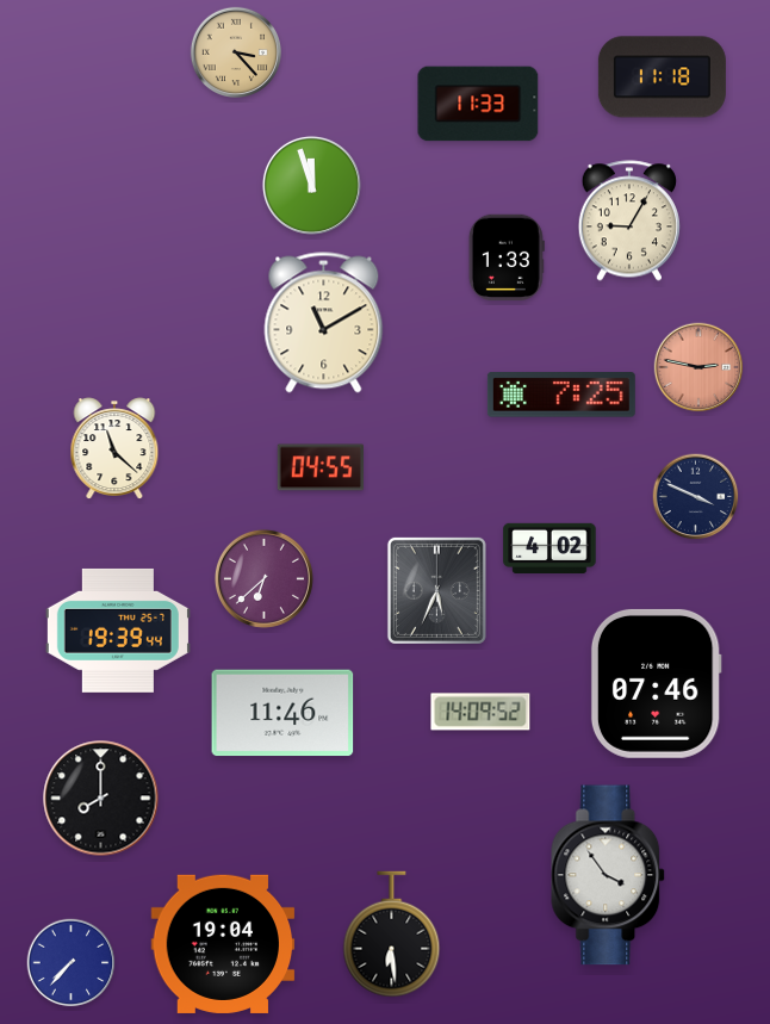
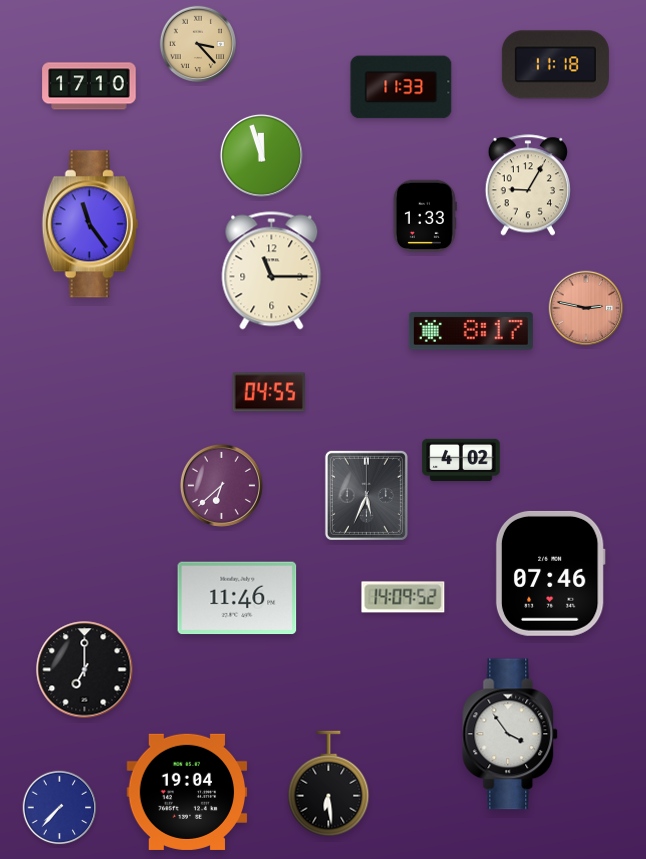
clock at (89, 86): none -> 17:10
clock at (90, 224): none -> 11:24
clock at (324, 323): 11:10 -> 11:15
clock at (561, 395): 7:25 -> 8:17
clock at (114, 448): 11:22 -> none
clock at (696, 497): 3:49 -> none
clock at (118, 631): 19:39 -> none
clock at (101, 799): 8:00 -> 7:00
